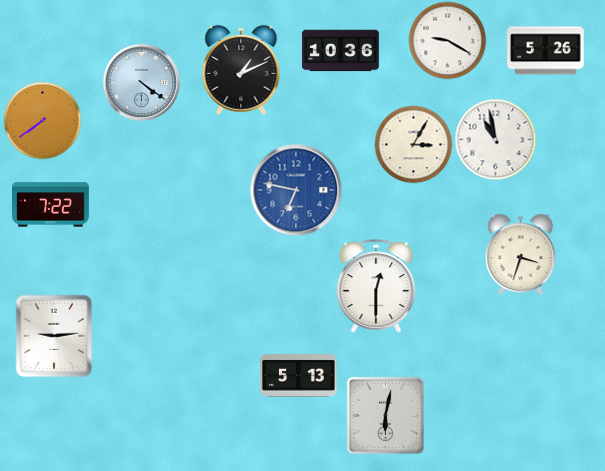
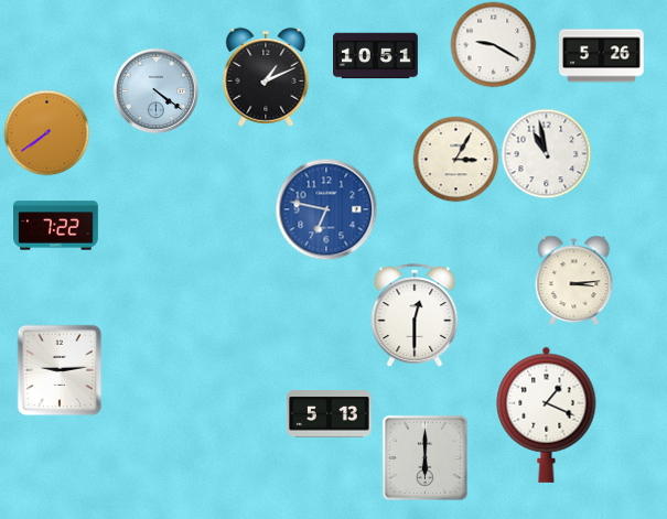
clock at (341, 51): 10:36 -> 10:51
clock at (521, 254): 3:33 -> 3:14
clock at (547, 414): none -> 1:19
clock at (385, 415): 6:02 -> 6:00
